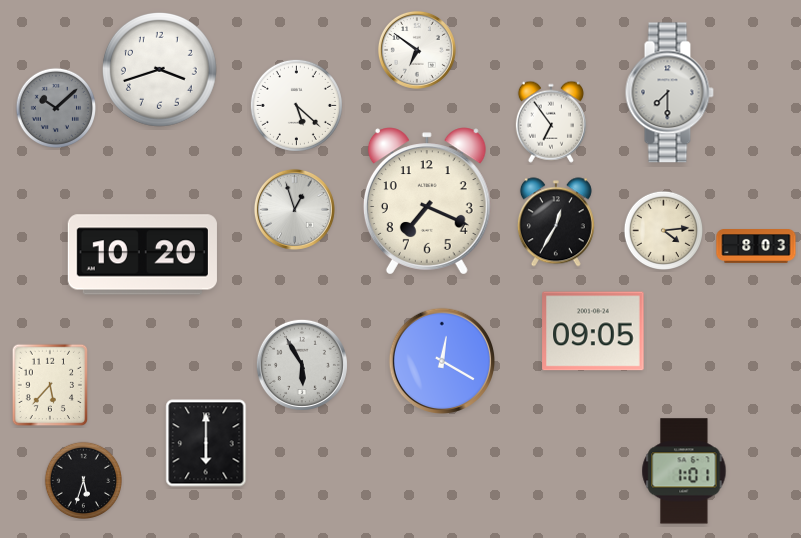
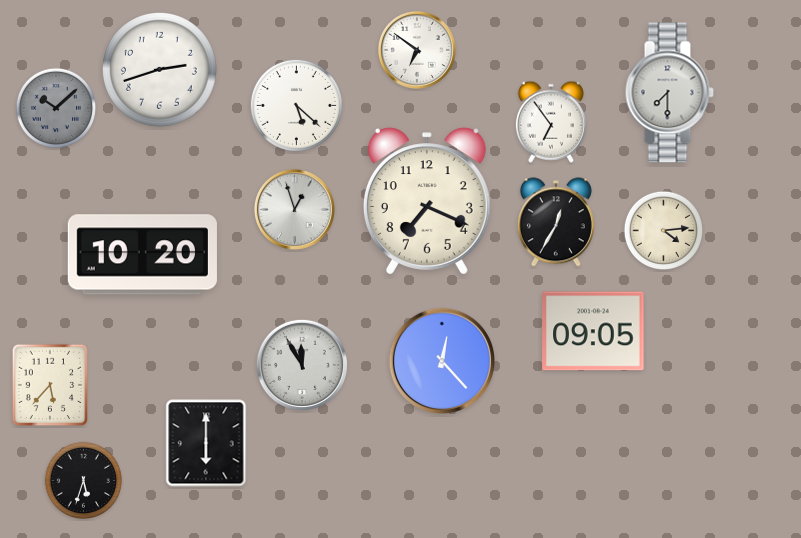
clock at (159, 69): 3:42 -> 2:42
clock at (756, 247): 8:03 -> none
clock at (441, 360): 12:20 -> 12:23
clock at (302, 365): 5:55 -> 11:55
clock at (684, 471): 1:01 -> none
